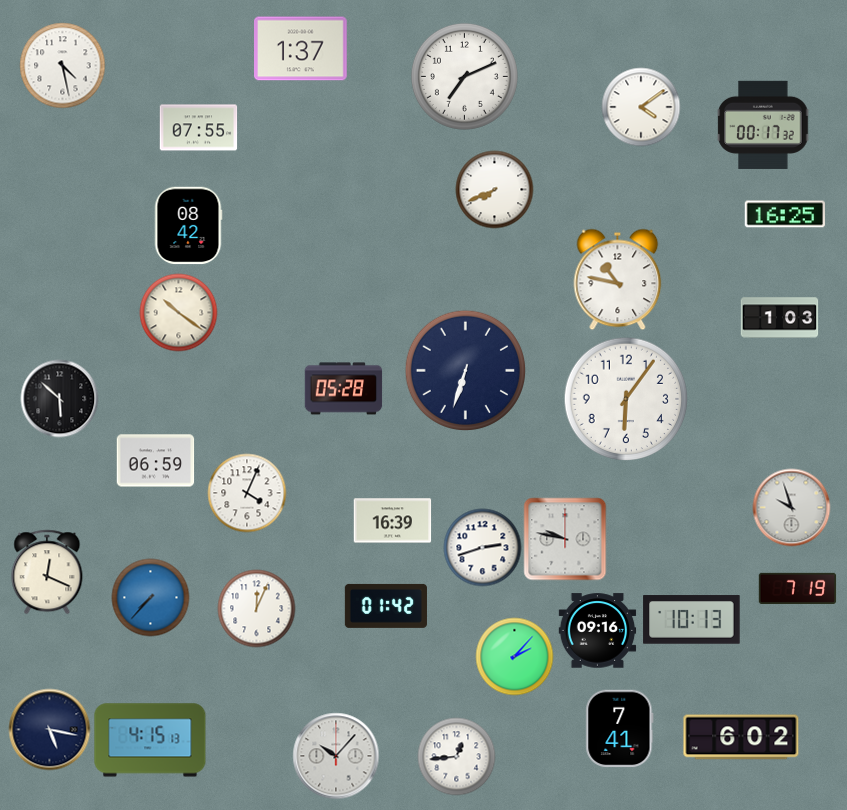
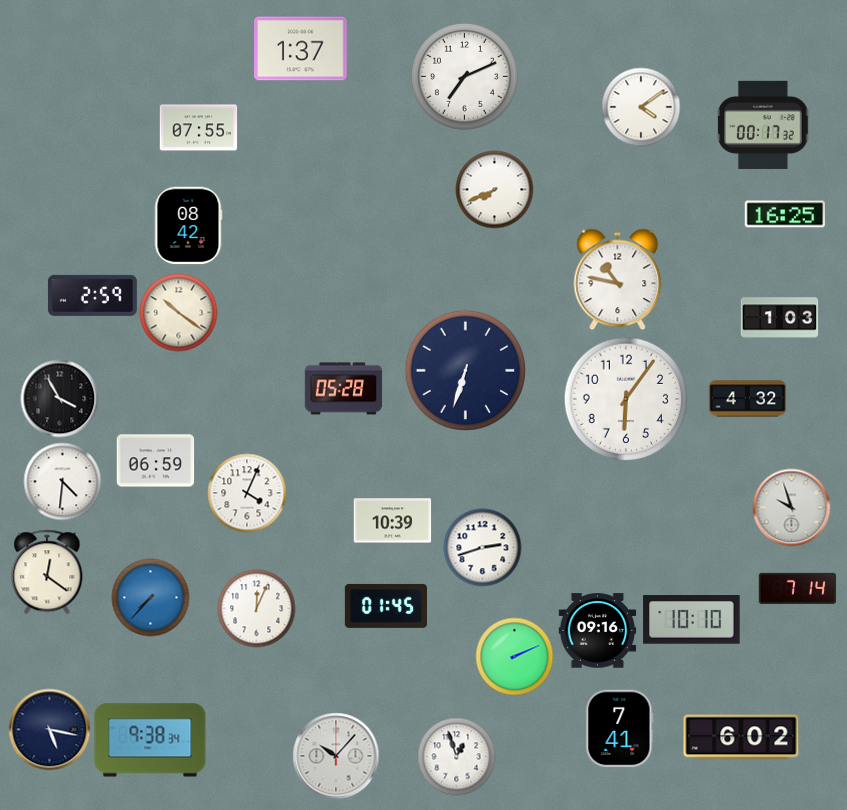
clock at (62, 65): 4:28 -> none
clock at (92, 295): none -> 2:59
clock at (59, 398): 5:52 -> 3:55
clock at (747, 399): none -> 4:32
clock at (62, 481): none -> 4:31
clock at (392, 521): 16:39 -> 10:39
clock at (565, 539): 9:47 -> none
clock at (47, 572): 12:19 -> 12:21
clock at (797, 588): 7:19 -> 7:14
clock at (386, 606): 01:42 -> 01:45
clock at (692, 620): 10:13 -> 10:10
clock at (514, 656): 2:07 -> 2:11
clock at (150, 740): 4:15 -> 9:38
clock at (456, 756): 12:44 -> 12:57
